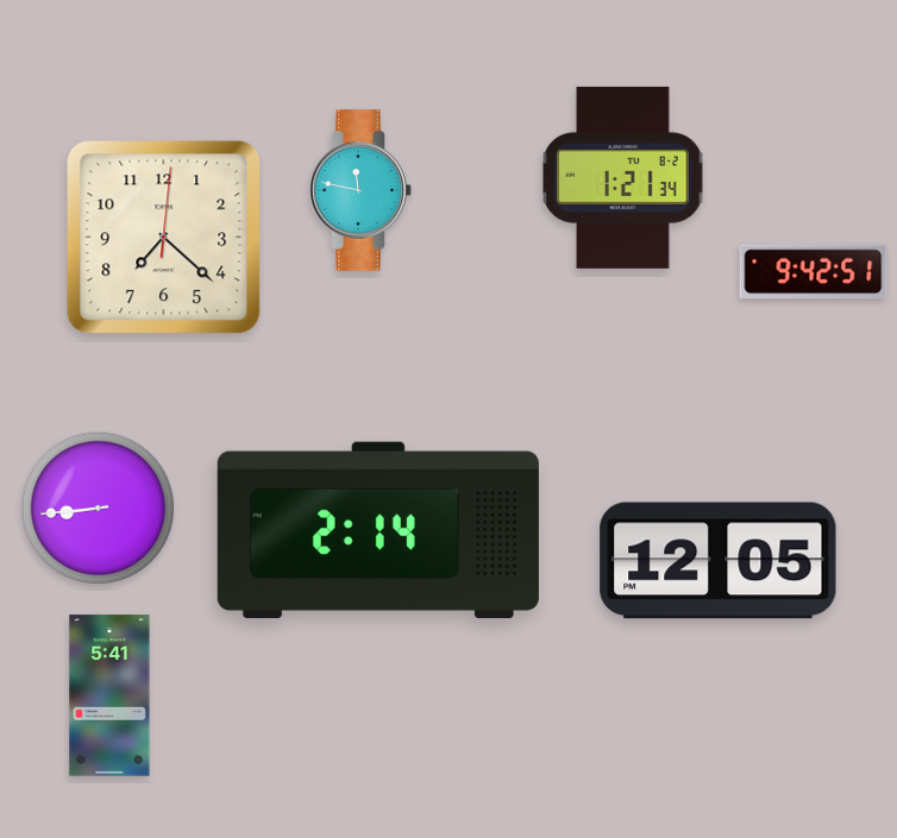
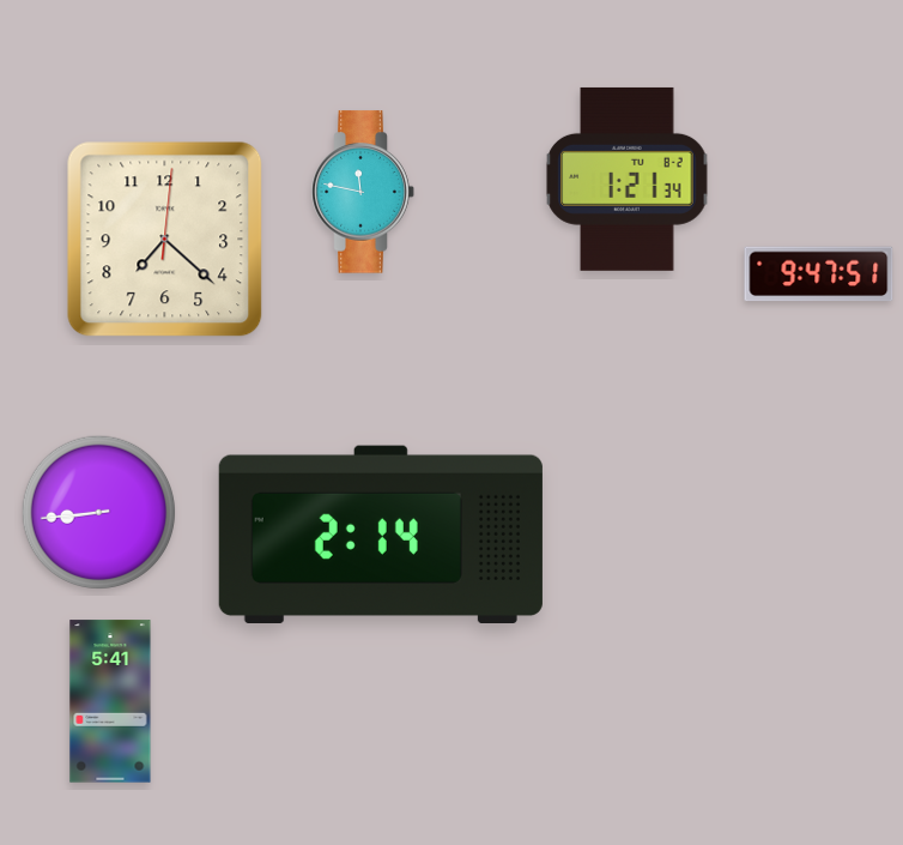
clock at (814, 272): 9:42 -> 9:47
clock at (719, 561): 12:05 -> none
